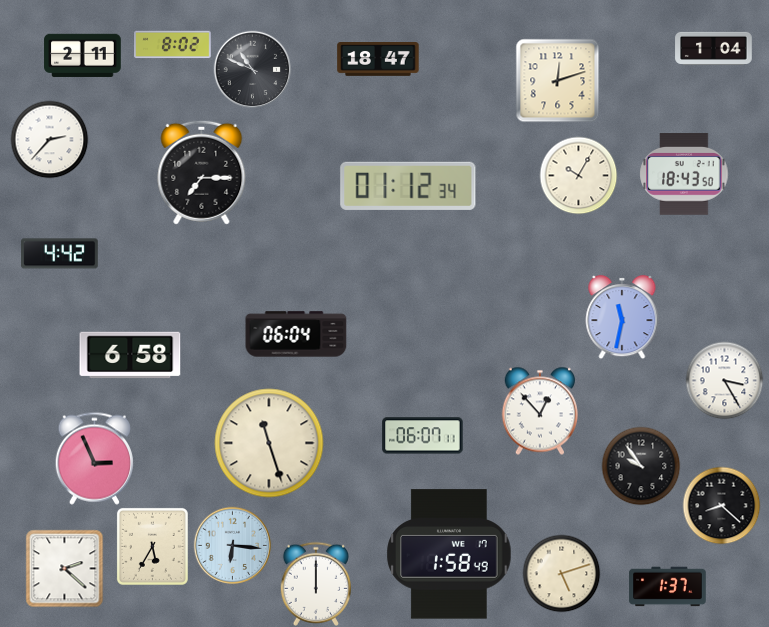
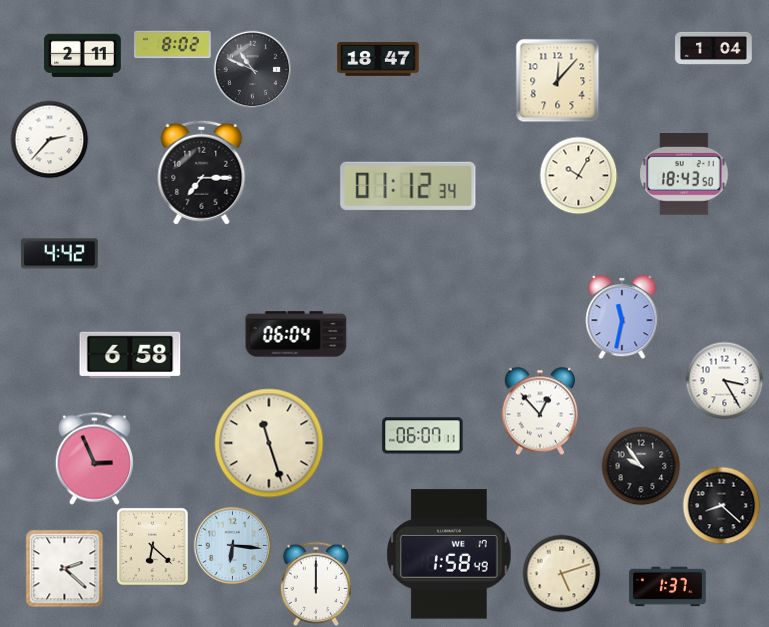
clock at (557, 80): 12:12 -> 12:07
clock at (152, 546): 5:35 -> 6:22
